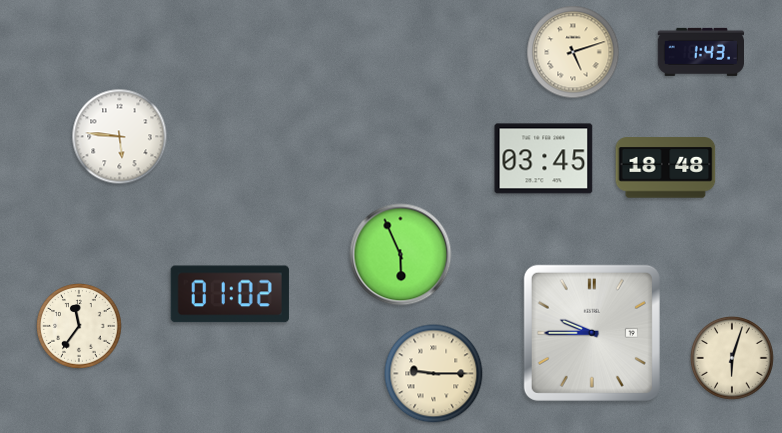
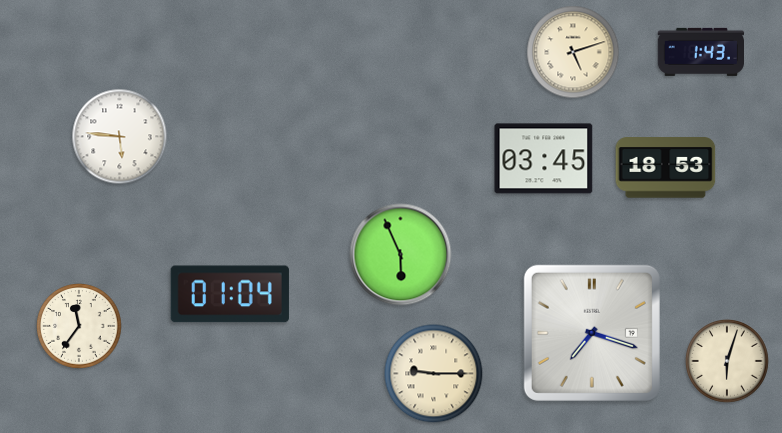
clock at (666, 168): 18:48 -> 18:53
clock at (230, 294): 01:02 -> 01:04
clock at (592, 333): 9:45 -> 7:18
clock at (733, 359) position: (733, 359) -> (728, 362)
